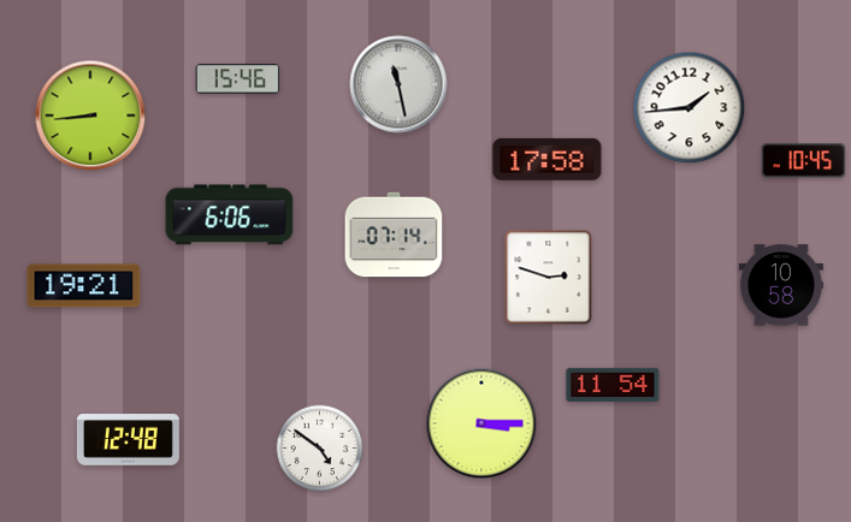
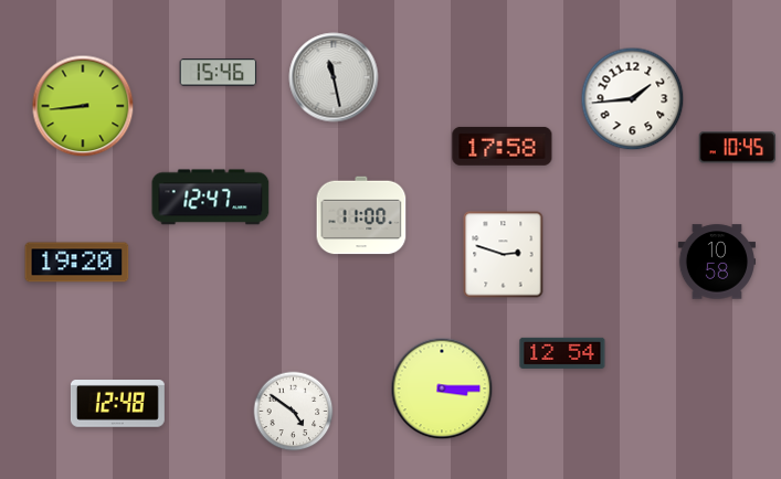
clock at (398, 84) position: (398, 84) -> (334, 77)
clock at (230, 215): 6:06 -> 12:47
clock at (394, 235): 07:14 -> 11:00
clock at (84, 286): 19:21 -> 19:20
clock at (613, 385): 11:54 -> 12:54
